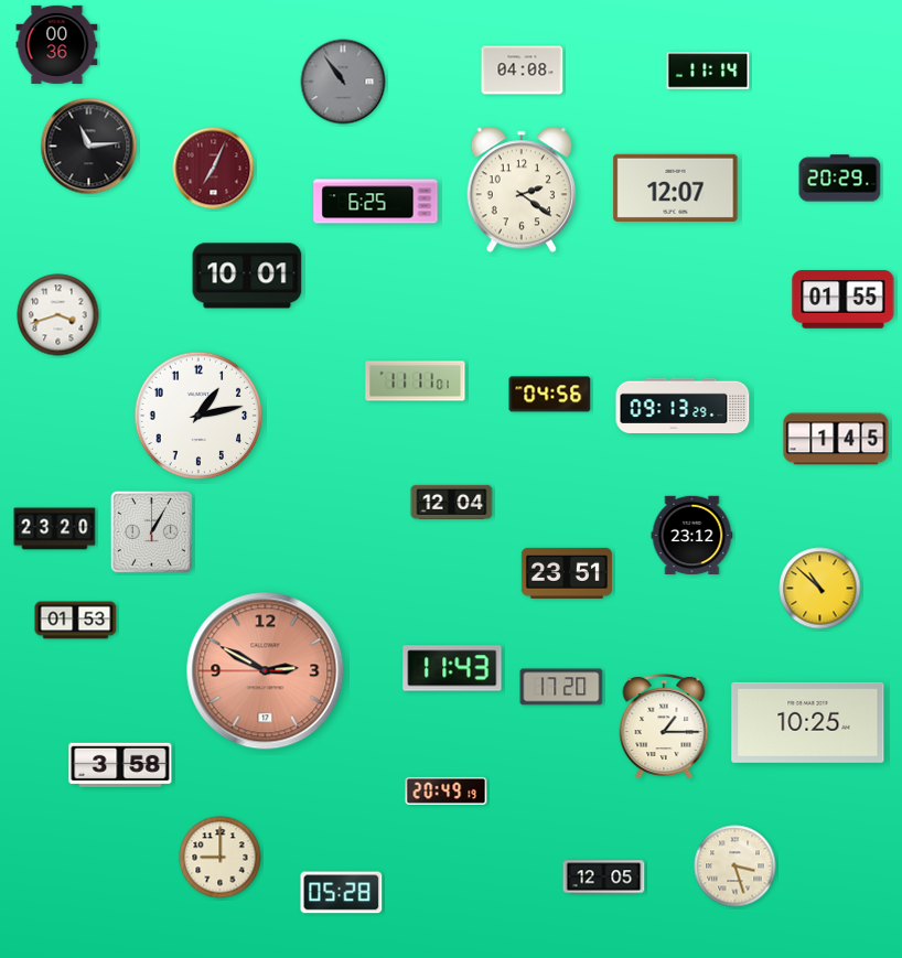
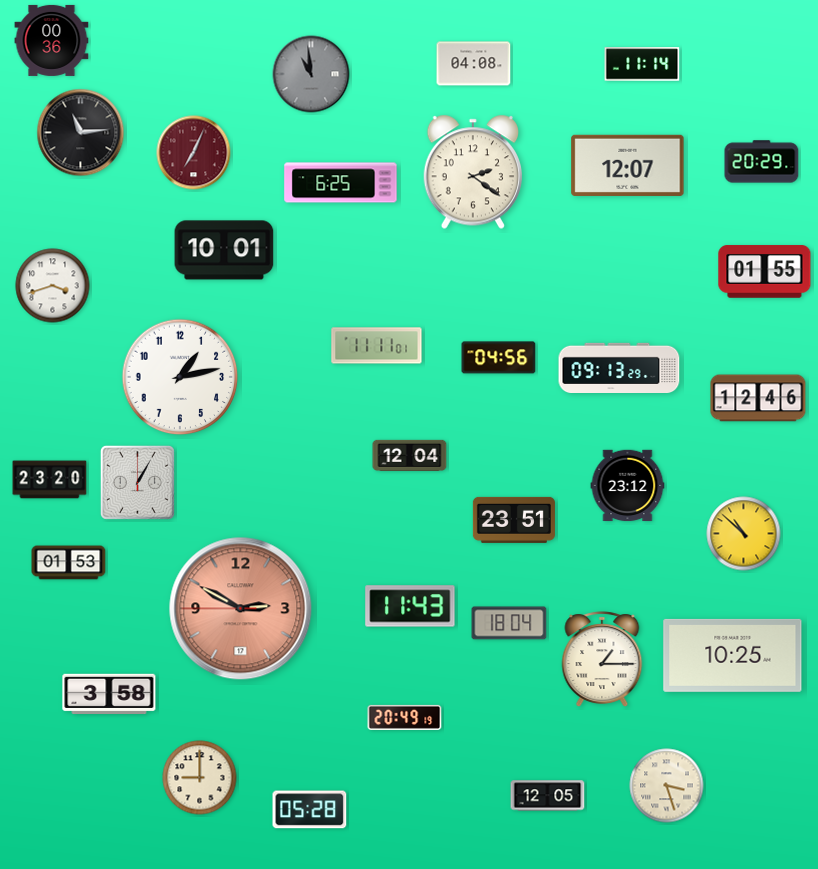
clock at (343, 82): 10:54 -> 10:59
clock at (676, 187) position: (676, 187) -> (628, 165)
clock at (836, 439): 1:45 -> 12:46
clock at (561, 687): 17:20 -> 18:04
